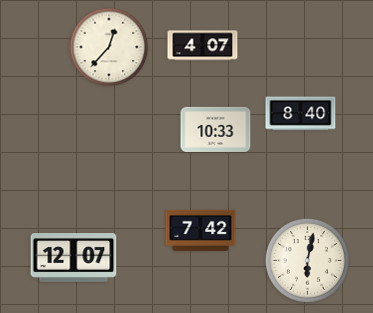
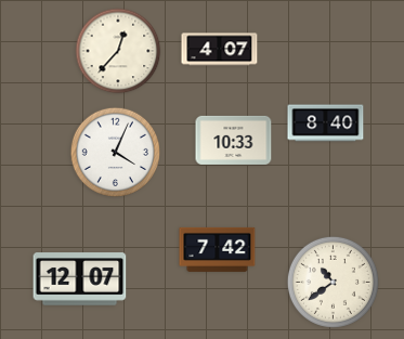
clock at (115, 152): none -> 4:04
clock at (307, 260): 6:02 -> 10:39
